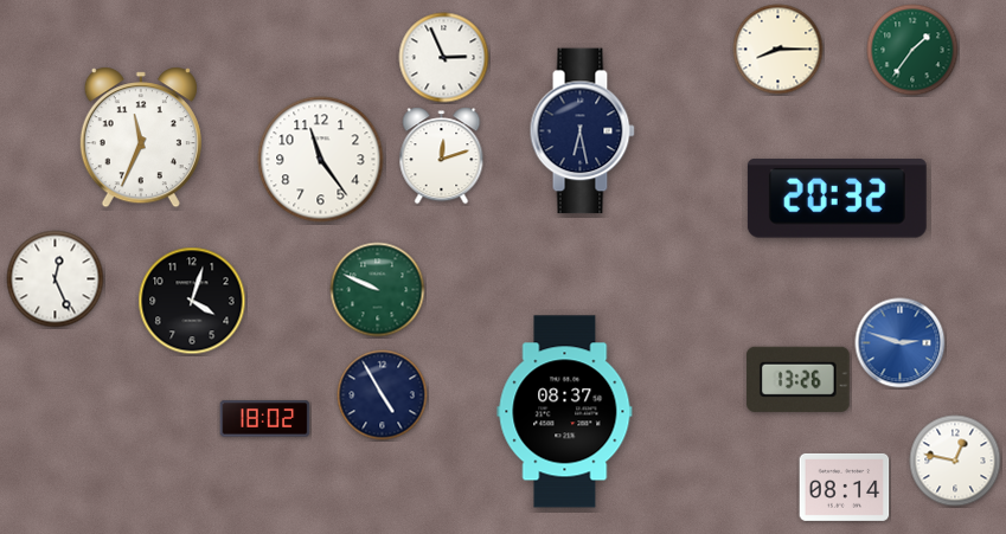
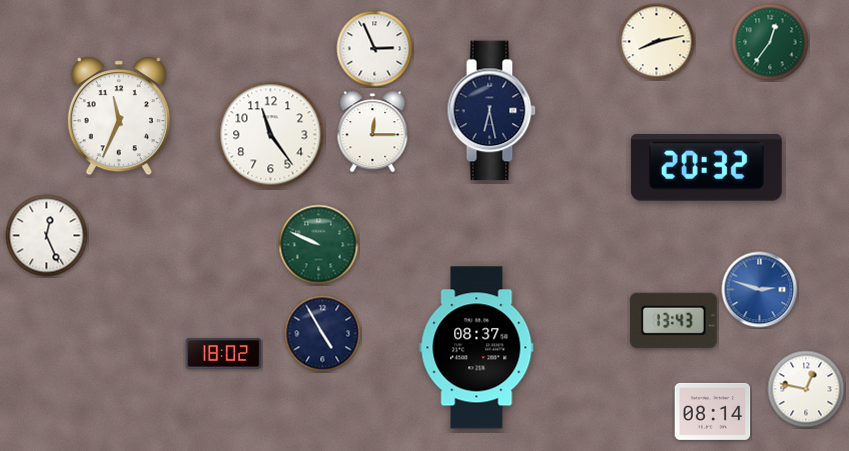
clock at (778, 50): 8:15 -> 8:13
clock at (912, 50): 1:36 -> 12:36
clock at (442, 156): 12:12 -> 12:15
clock at (192, 301): 4:03 -> none
clock at (799, 379): 13:26 -> 13:43
